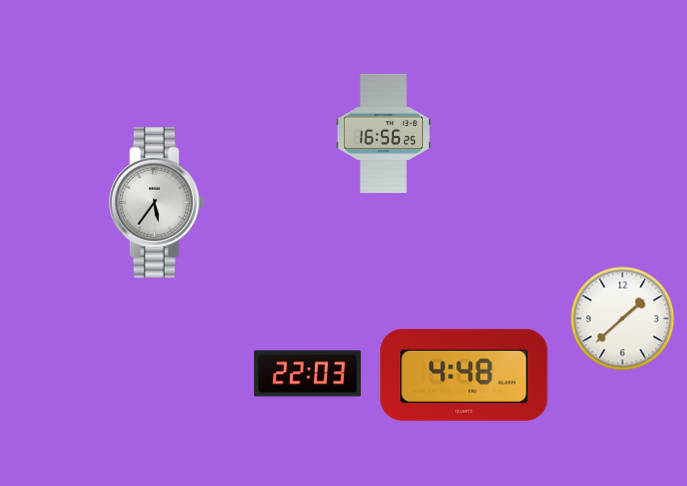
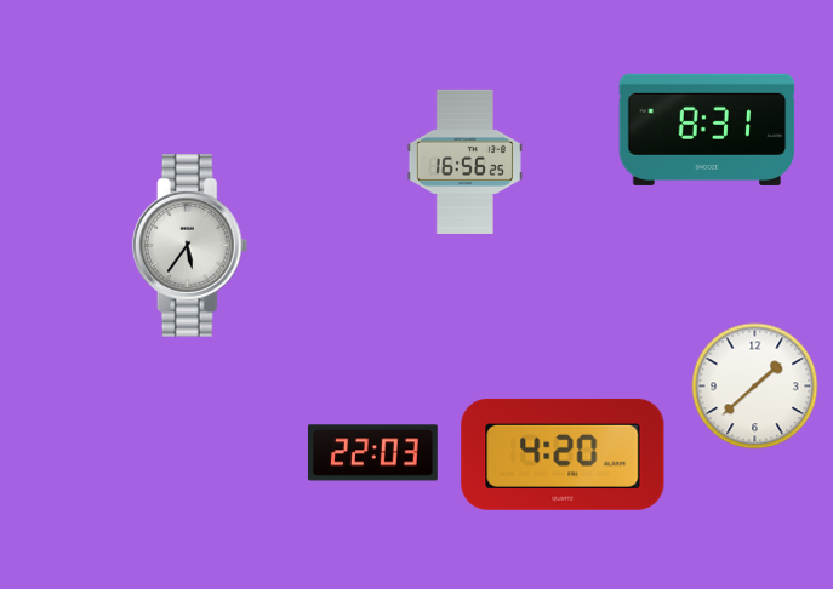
clock at (707, 130): none -> 8:31
clock at (464, 375): 4:48 -> 4:20
